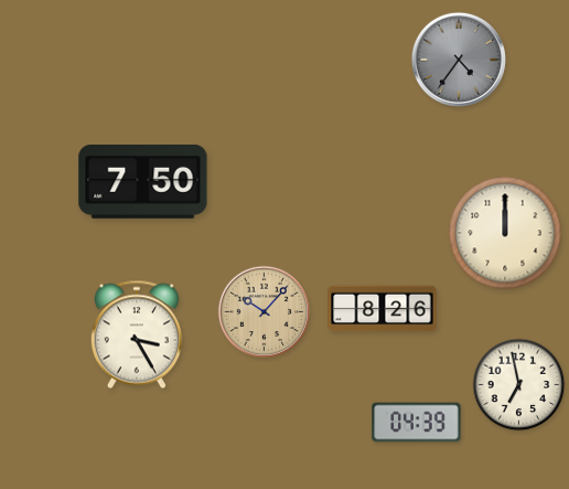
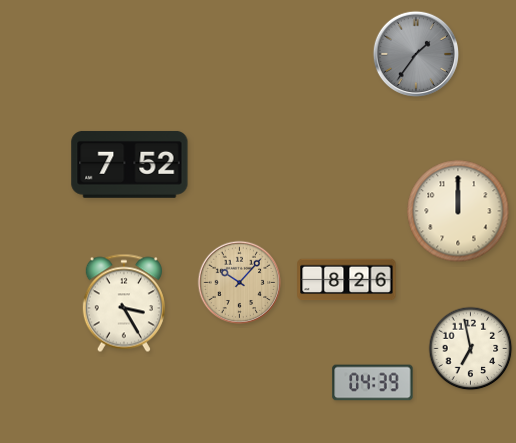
clock at (458, 59): 4:36 -> 1:36
clock at (143, 181): 7:50 -> 7:52
clock at (417, 423) position: (417, 423) -> (373, 383)
